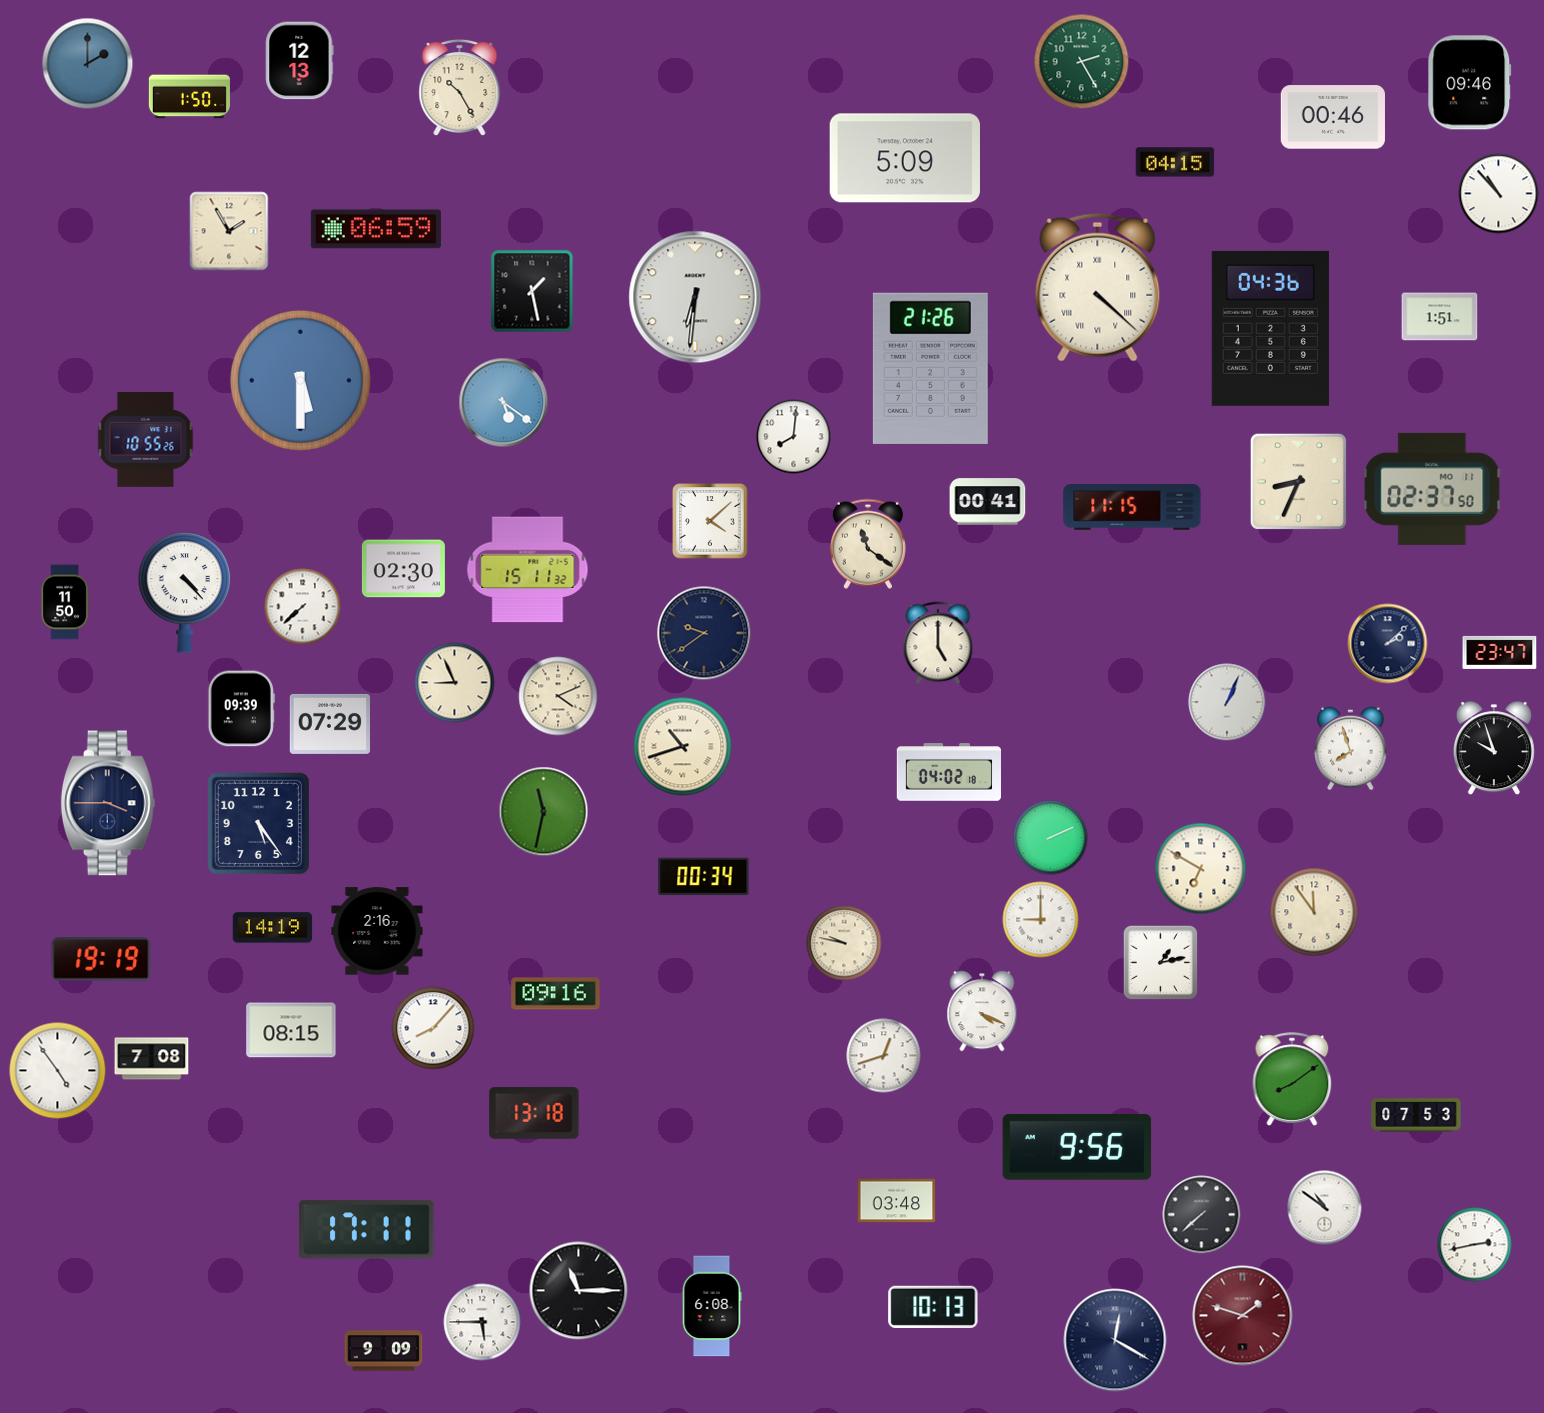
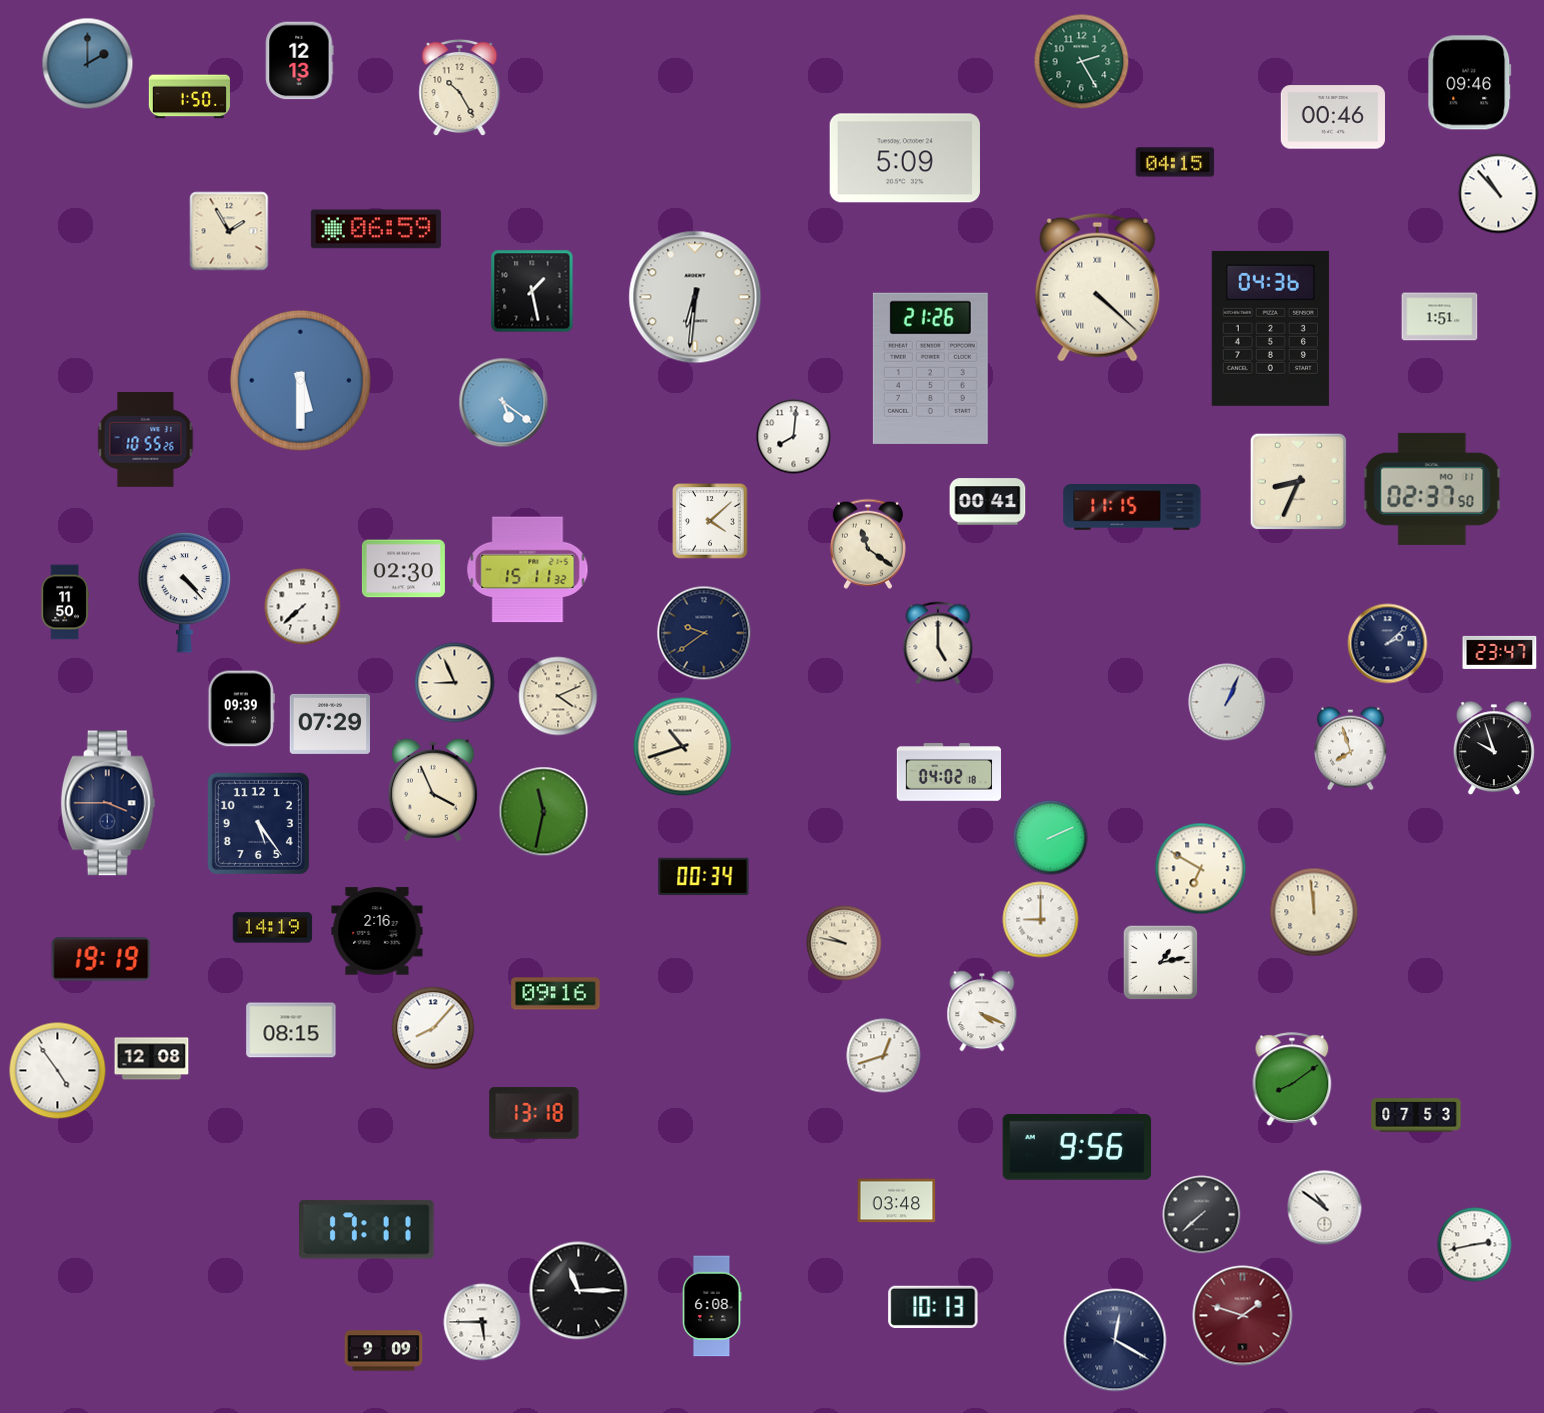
clock at (433, 790): none -> 3:56
clock at (1314, 912): 11:54 -> 11:59
clock at (152, 1059): 7:08 -> 12:08
